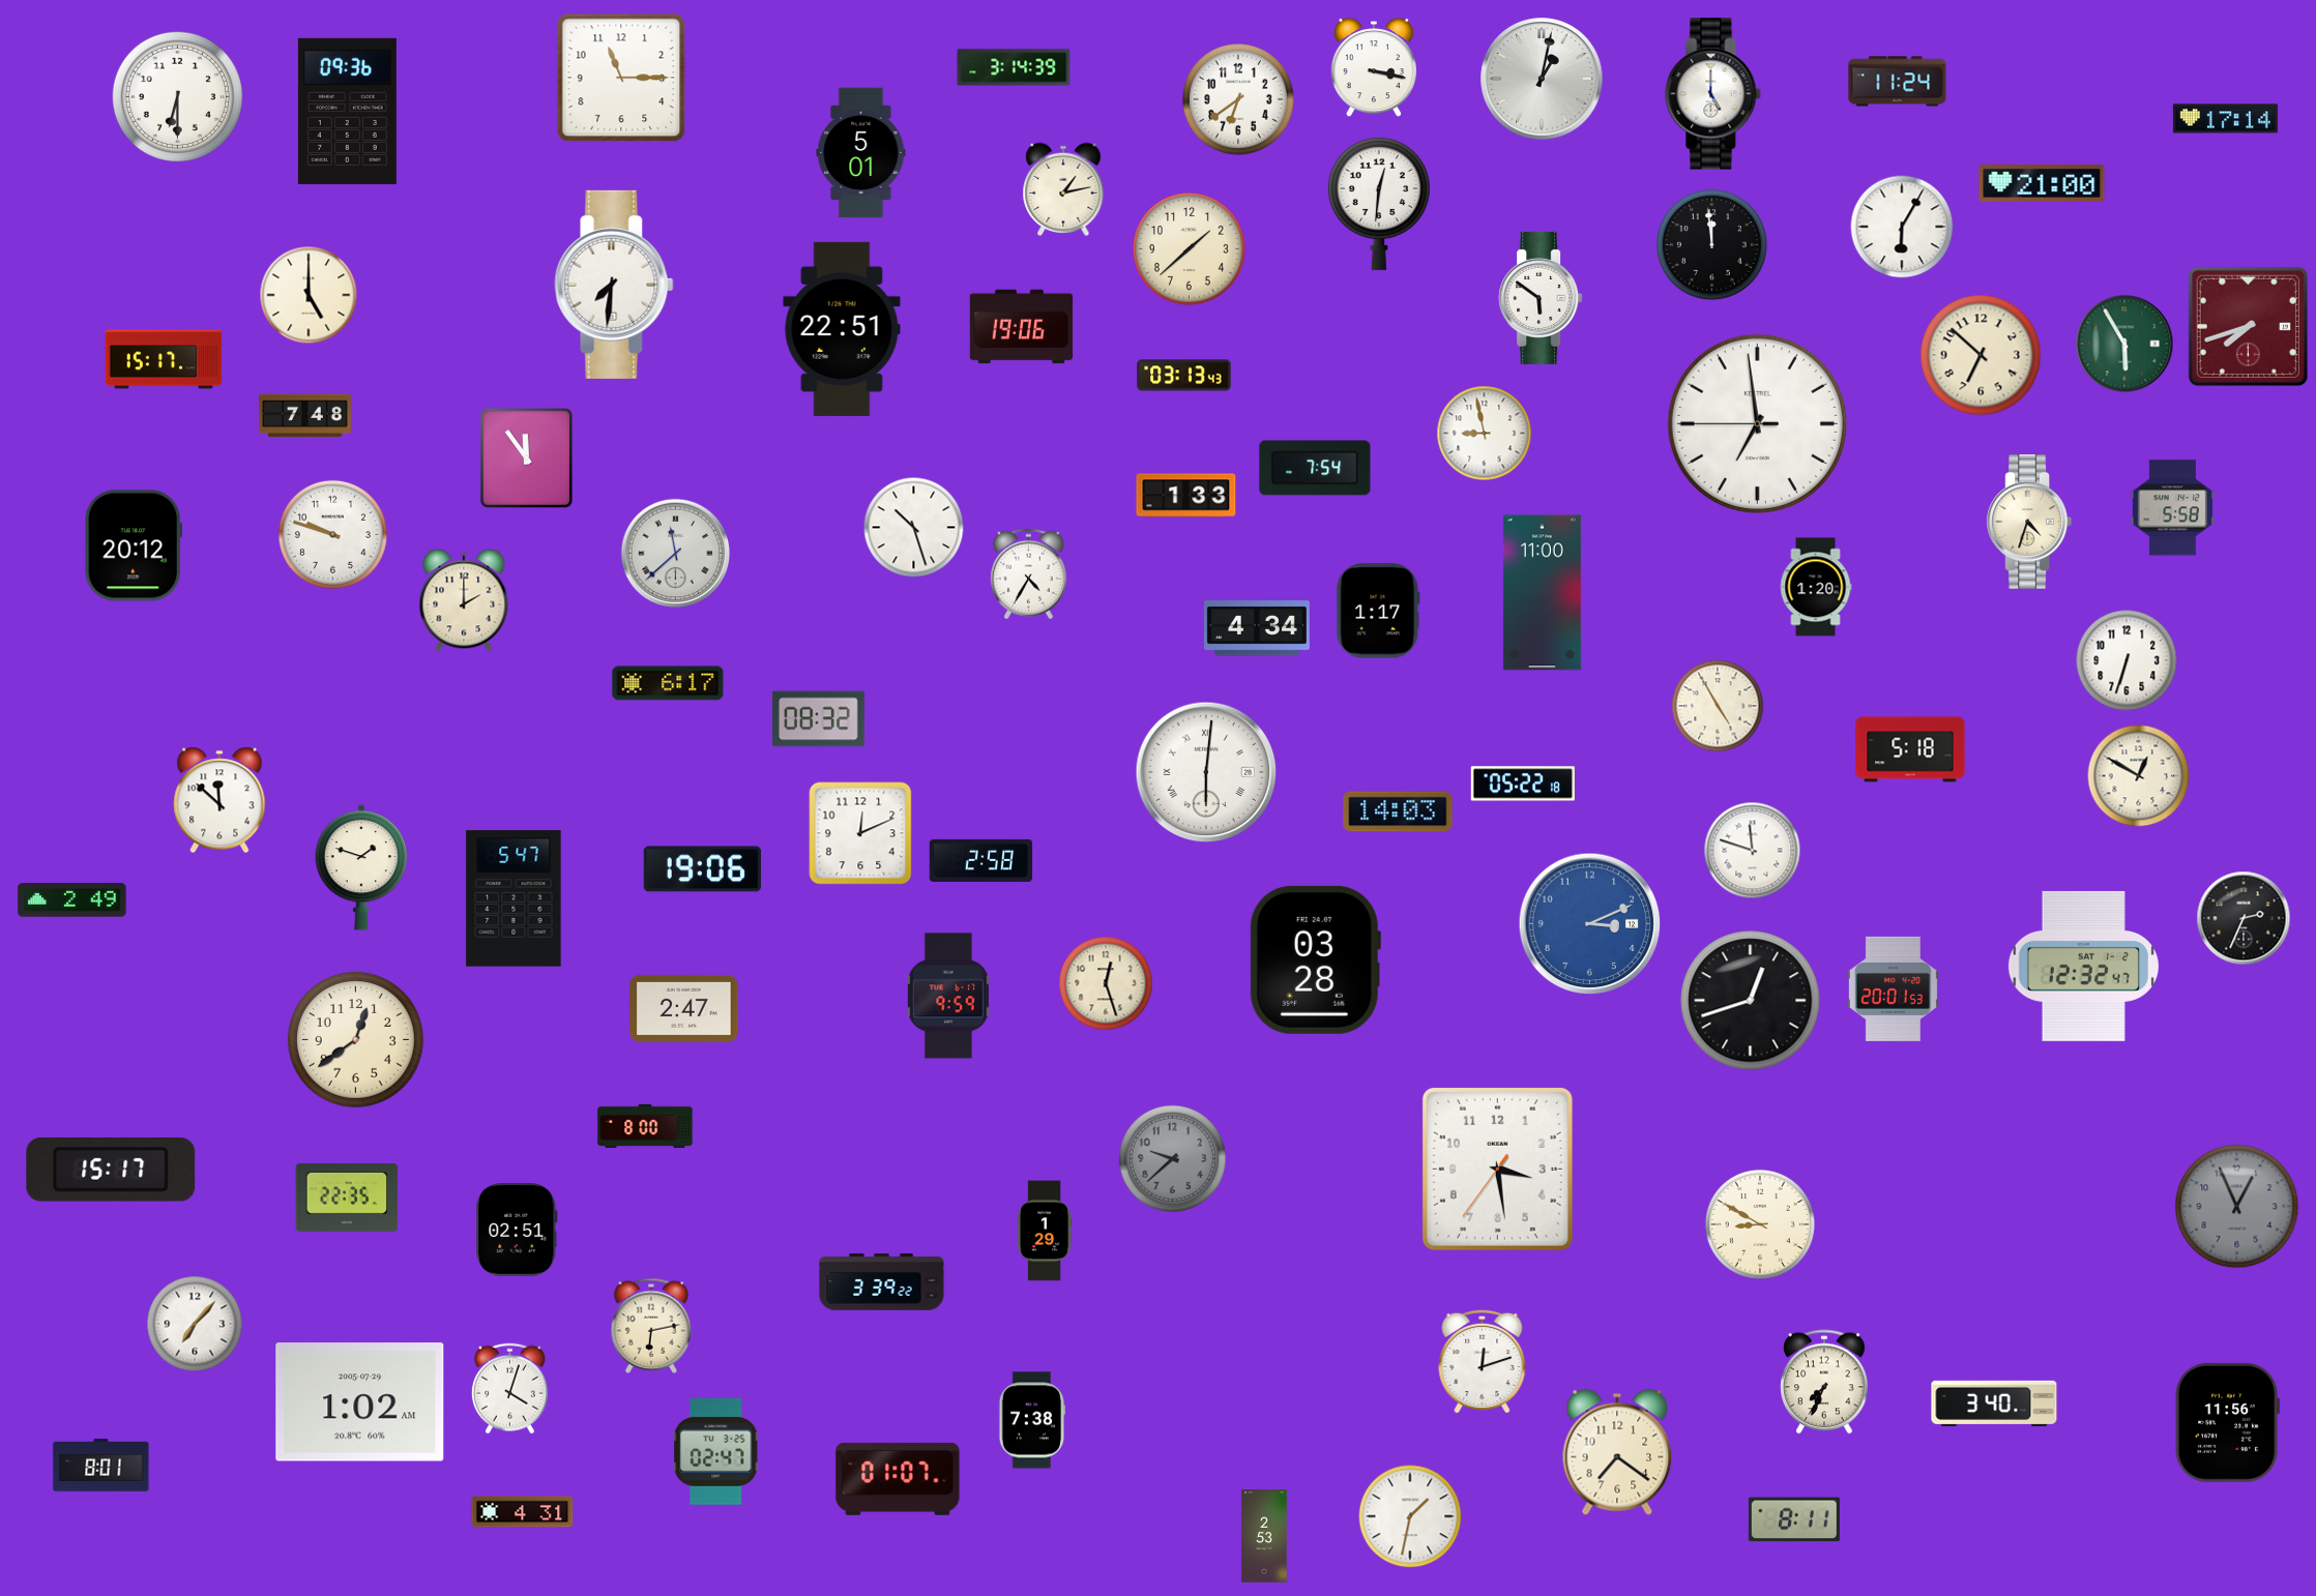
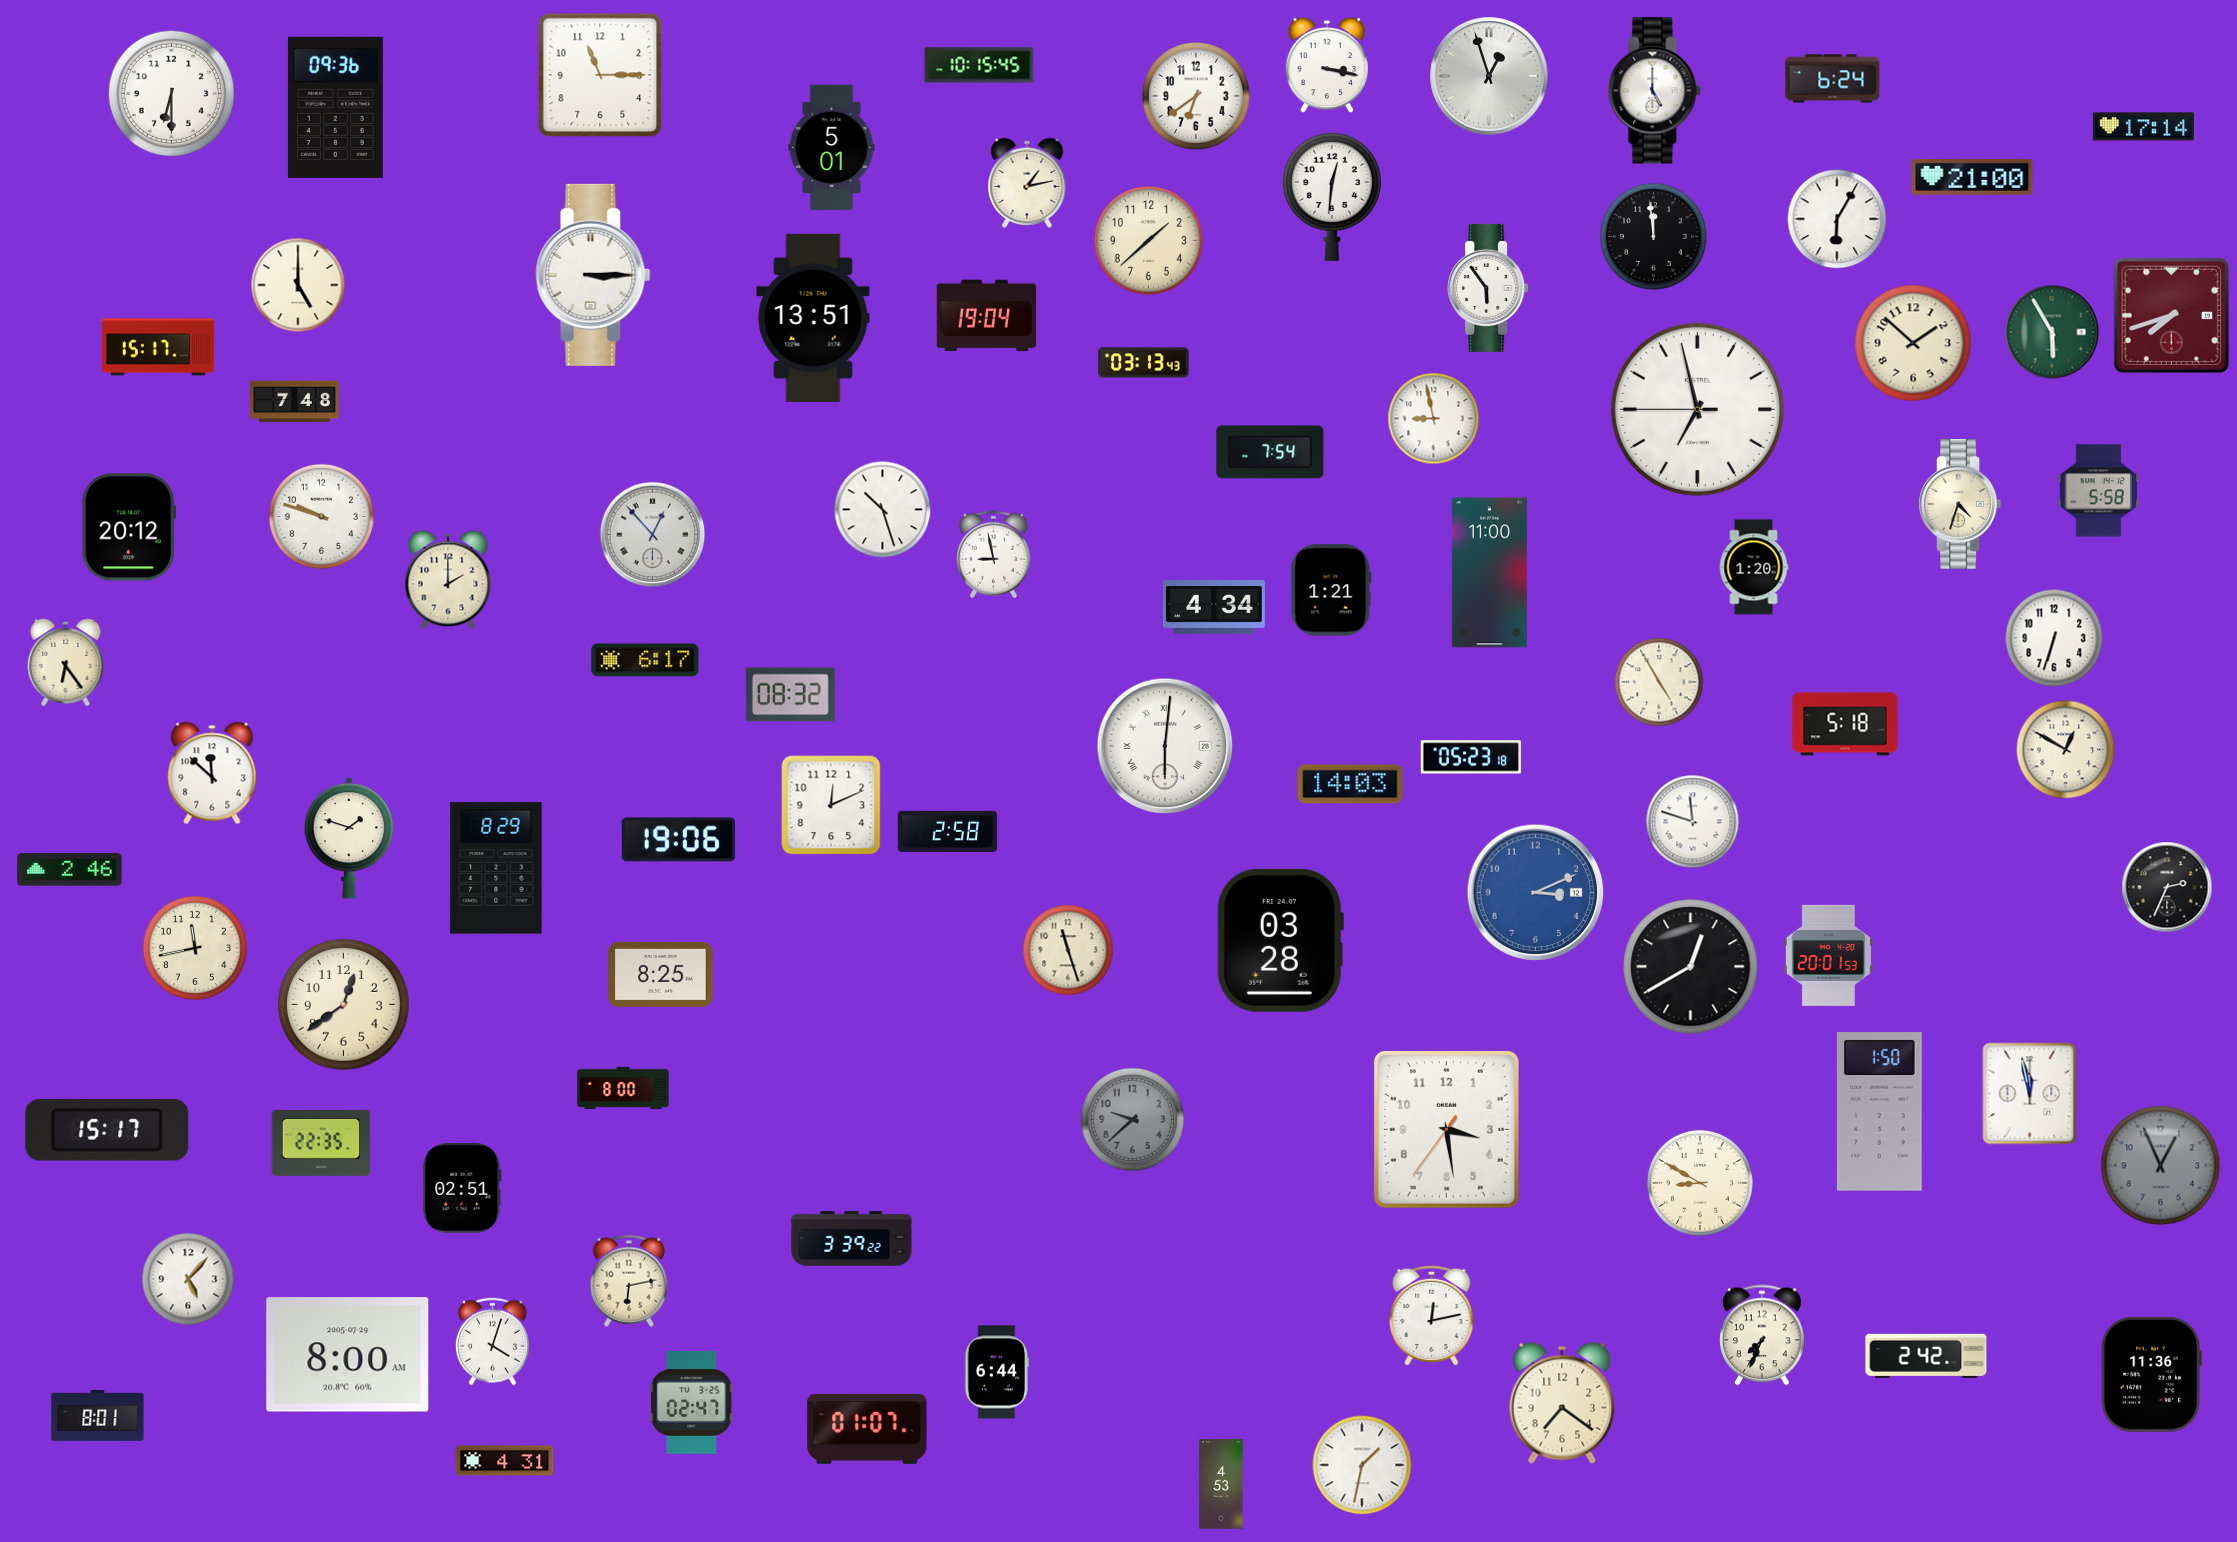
clock at (1014, 67): 3:14 -> 10:15
clock at (1542, 79): 1:02 -> 12:57
clock at (1898, 82): 11:24 -> 6:24
clock at (2225, 119) position: (2225, 119) -> (2143, 127)
clock at (614, 285): 7:31 -> 3:15
clock at (1541, 298): 5:51 -> 5:54
clock at (1022, 327): 19:06 -> 19:04
clock at (842, 329): 22:51 -> 13:51
clock at (1981, 355): 6:52 -> 1:52
clock at (1757, 423): 6:58 -> 6:57
clock at (527, 459): 11:54 -> none
clock at (1186, 496): 1:33 -> none
clock at (676, 554): 11:38 -> 12:53
clock at (1028, 574): 4:35 -> 8:58
clock at (1378, 611): 1:17 -> 1:21
clock at (66, 662): none -> 6:24
clock at (1523, 784): 05:22 -> 05:23
clock at (514, 898): 5:47 -> 8:29
clock at (72, 900): 2:49 -> 2:46
clock at (1315, 959) position: (1315, 959) -> (1280, 940)
clock at (2083, 966): 12:32 -> none
clock at (195, 948): none -> 11:43
clock at (1106, 983): 12:27 -> 11:27
clock at (948, 996): 9:59 -> none
clock at (1751, 1001): 12:42 -> 12:40
clock at (684, 1008): 2:47 -> 8:25
clock at (2030, 1094): none -> 11:58
clock at (1879, 1112): none -> 1:50
clock at (347, 1198) position: (347, 1198) -> (321, 1143)
clock at (517, 1230) position: (517, 1230) -> (462, 1188)
clock at (1045, 1231): 1:29 -> none
clock at (195, 1324): 7:07 -> 5:07
clock at (1483, 1361): 12:12 -> 12:13
clock at (360, 1402): 1:02 -> 8:00
clock at (1994, 1403): 3:40 -> 2:42
clock at (1031, 1420): 7:38 -> 6:44
clock at (2227, 1422): 11:56 -> 11:36
clock at (1794, 1519): 8:11 -> none
clock at (1264, 1536): 2:53 -> 4:53
